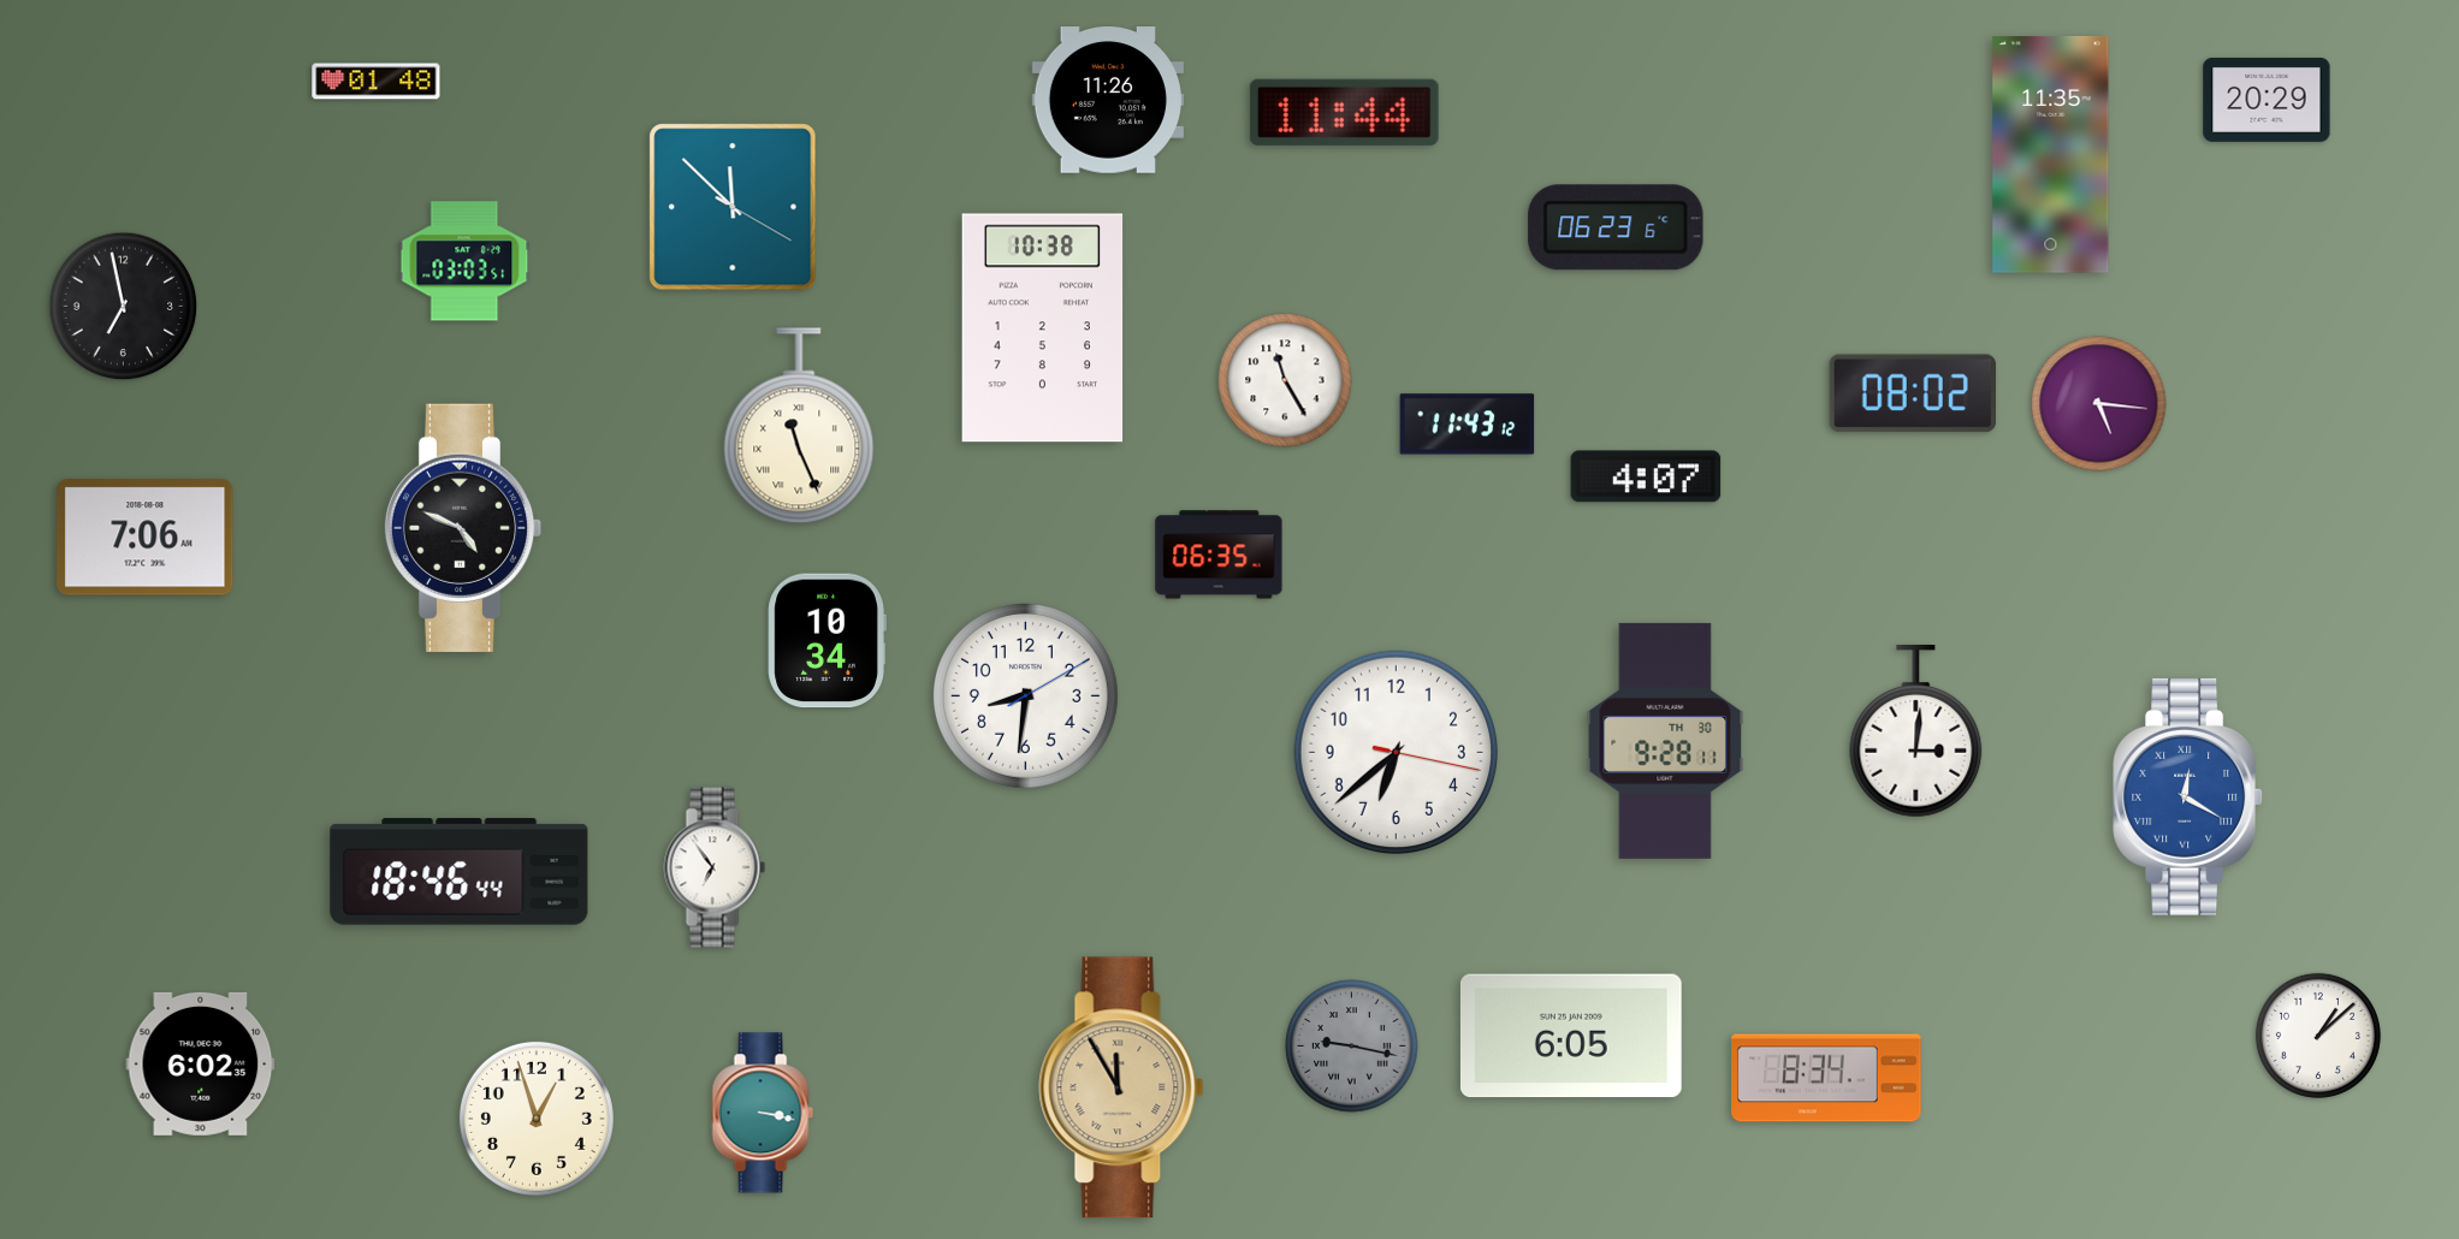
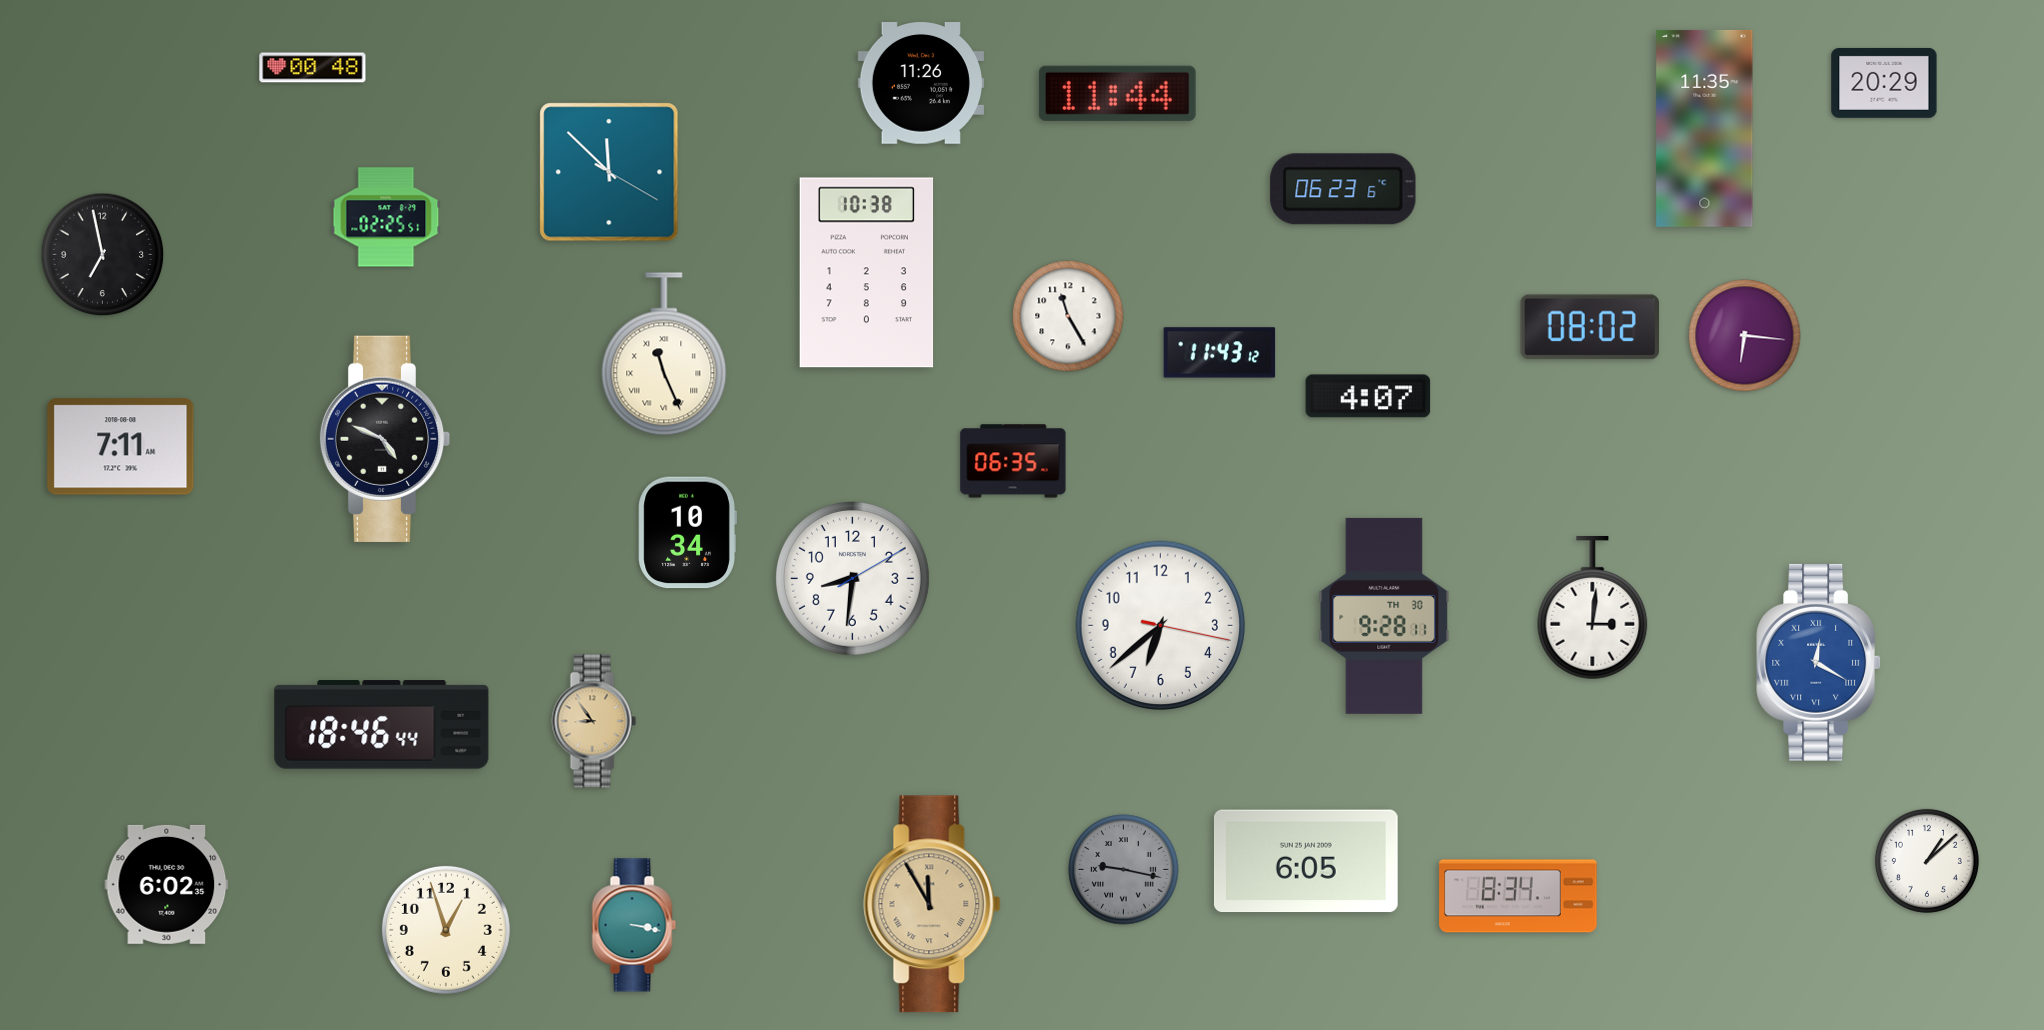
clock at (377, 82): 01:48 -> 00:48
clock at (464, 261): 03:03 -> 02:25
clock at (2099, 404): 5:16 -> 6:16
clock at (146, 538): 7:06 -> 7:11
clock at (715, 867): 6:54 -> 8:54
clock at (715, 867) dial: white -> champagne
